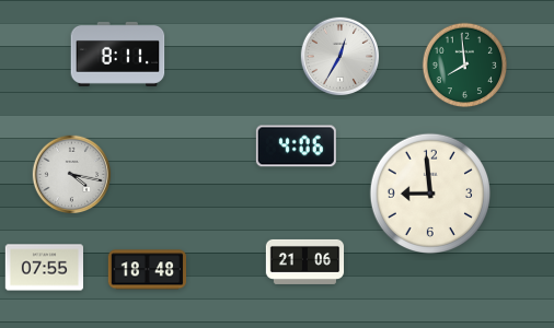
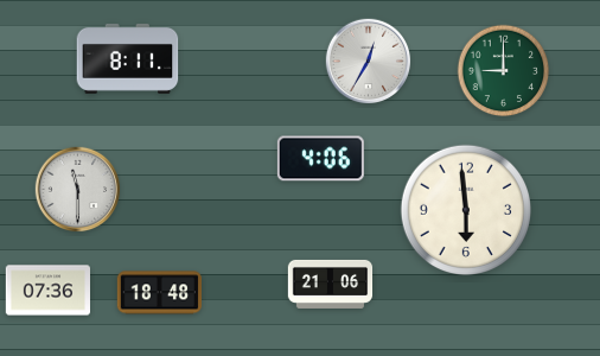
clock at (465, 66): 7:59 -> 9:00
clock at (72, 175): 4:17 -> 11:30
clock at (429, 192): 8:59 -> 5:59
clock at (44, 268): 07:55 -> 07:36
